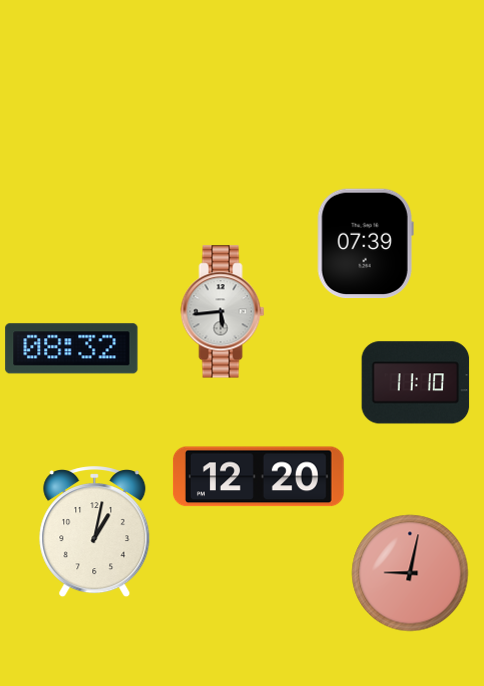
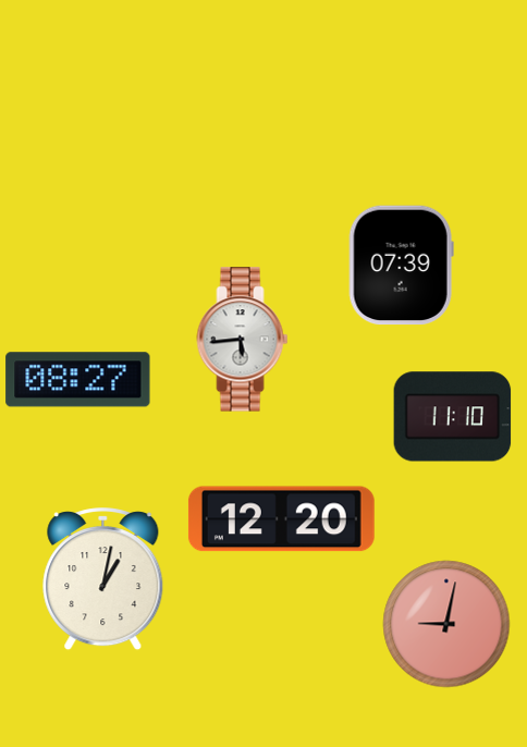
clock at (365, 244) position: (365, 244) -> (401, 266)
clock at (72, 349): 08:32 -> 08:27
